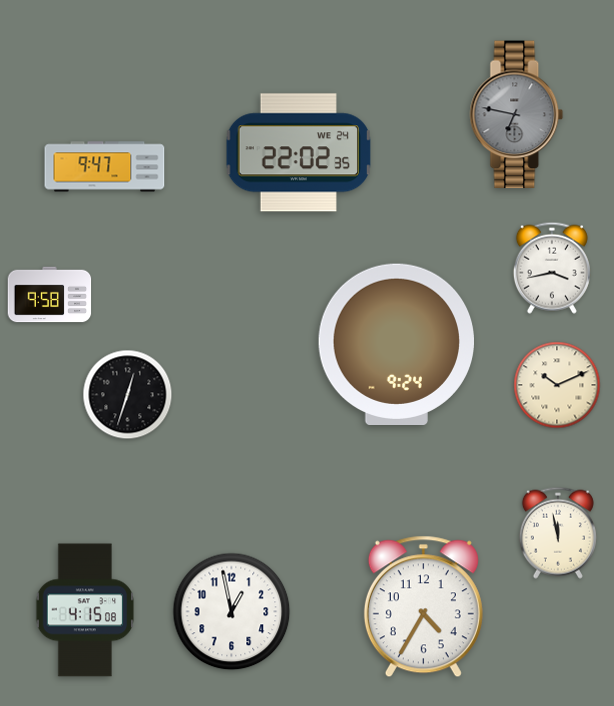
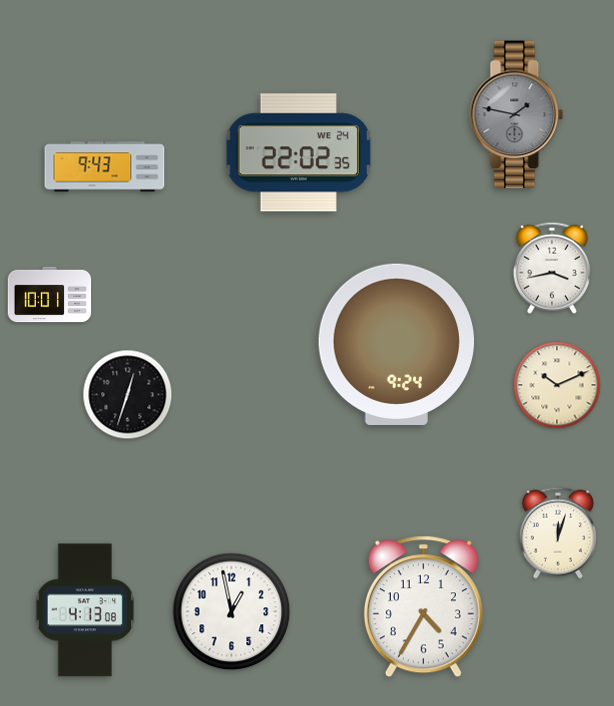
clock at (517, 115): 6:47 -> 1:47
clock at (105, 167): 9:47 -> 9:43
clock at (50, 295): 9:58 -> 10:01
clock at (558, 533): 11:58 -> 12:03
clock at (85, 610): 4:15 -> 4:13
